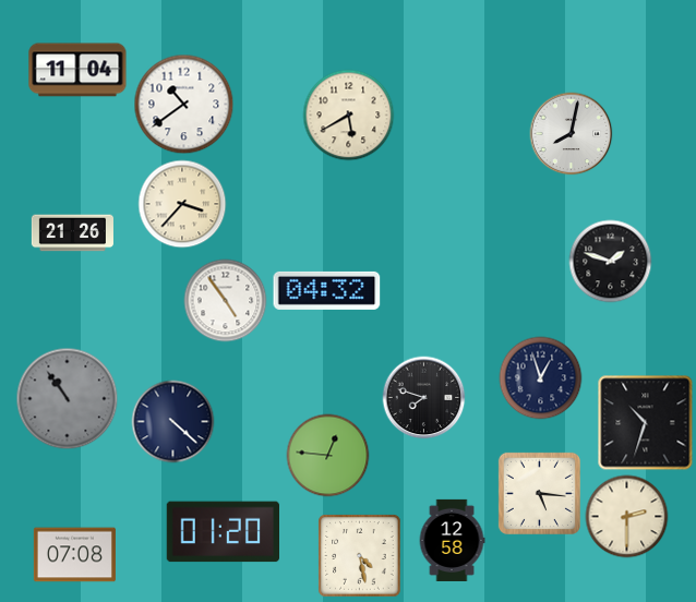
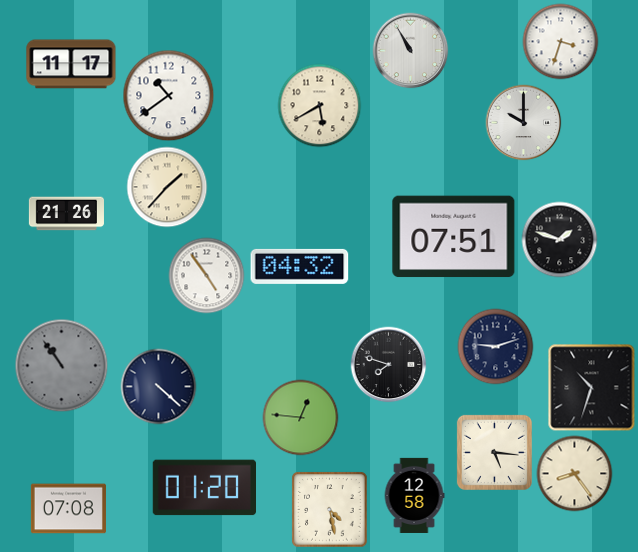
clock at (561, 42): none -> 3:33
clock at (411, 51): none -> 10:55
clock at (77, 70): 11:04 -> 11:17
clock at (572, 134): 8:02 -> 10:00
clock at (182, 204): 3:37 -> 1:37
clock at (454, 237): none -> 07:51
clock at (541, 378): 12:57 -> 9:12
clock at (627, 517): 2:30 -> 8:24
